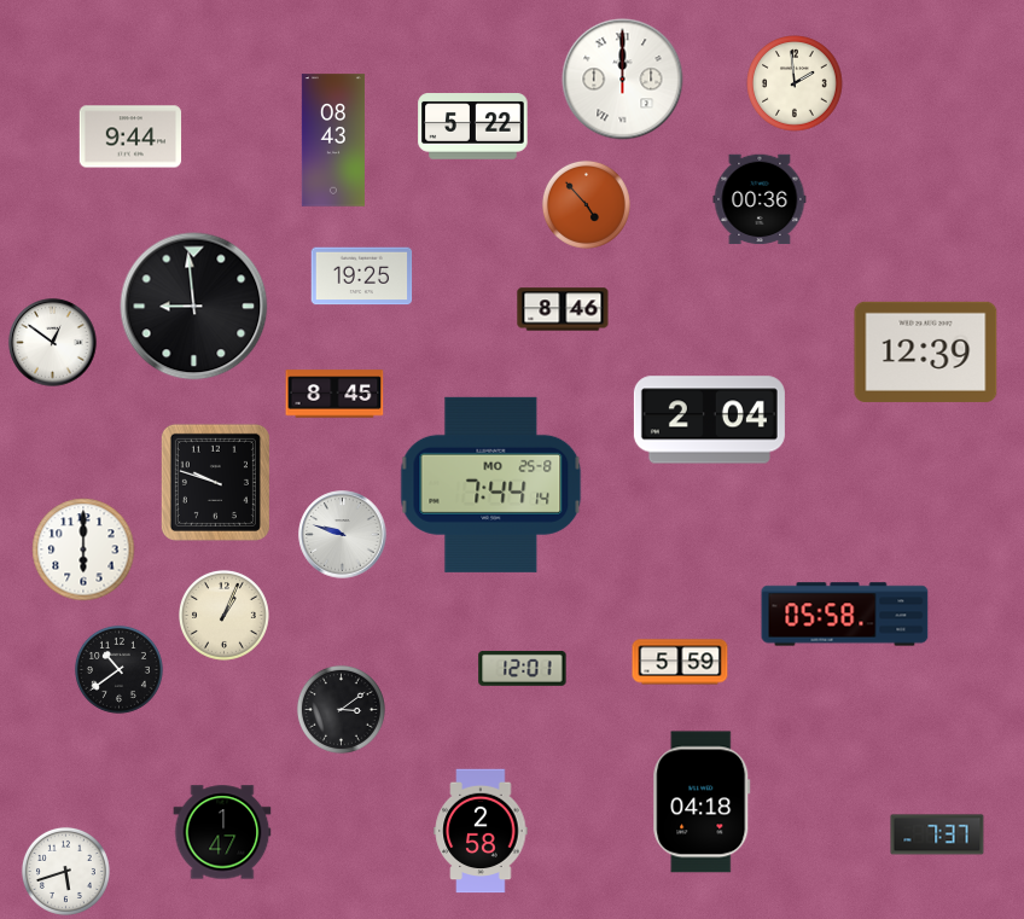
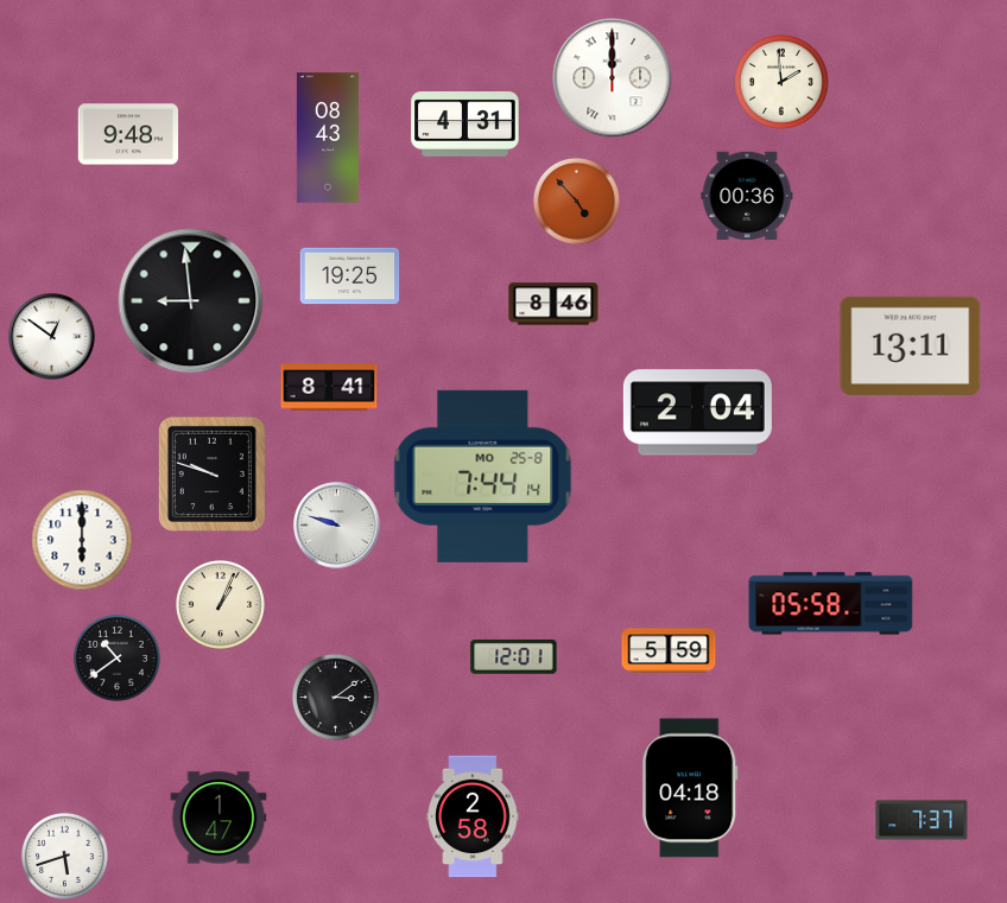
clock at (473, 127): 5:22 -> 4:31
clock at (130, 136): 9:44 -> 9:48
clock at (362, 277) position: (362, 277) -> (350, 276)
clock at (926, 351): 12:39 -> 13:11
clock at (334, 394): 8:45 -> 8:41
